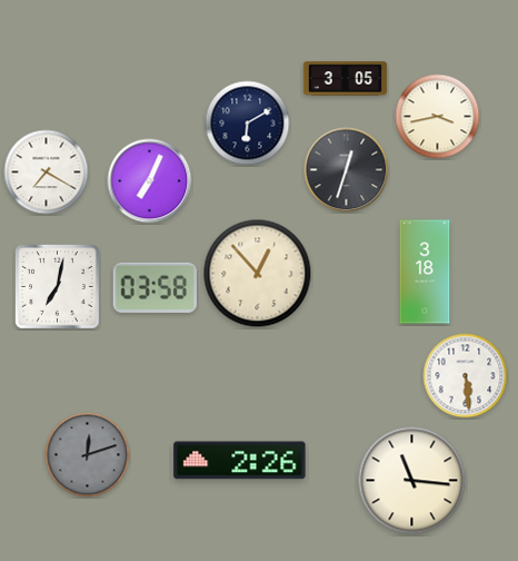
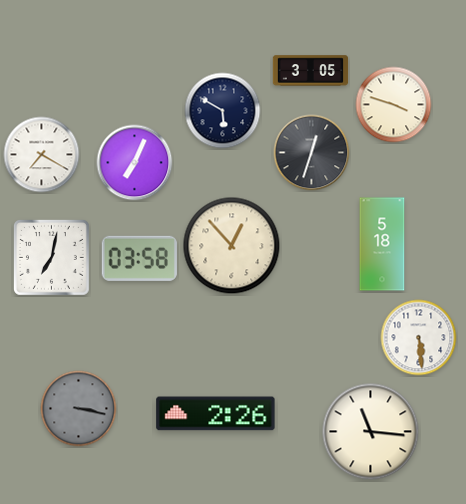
clock at (438, 117): 3:43 -> 3:48
clock at (248, 124): 6:10 -> 5:50
clock at (425, 272): 3:18 -> 5:18
clock at (88, 455): 12:12 -> 3:17
